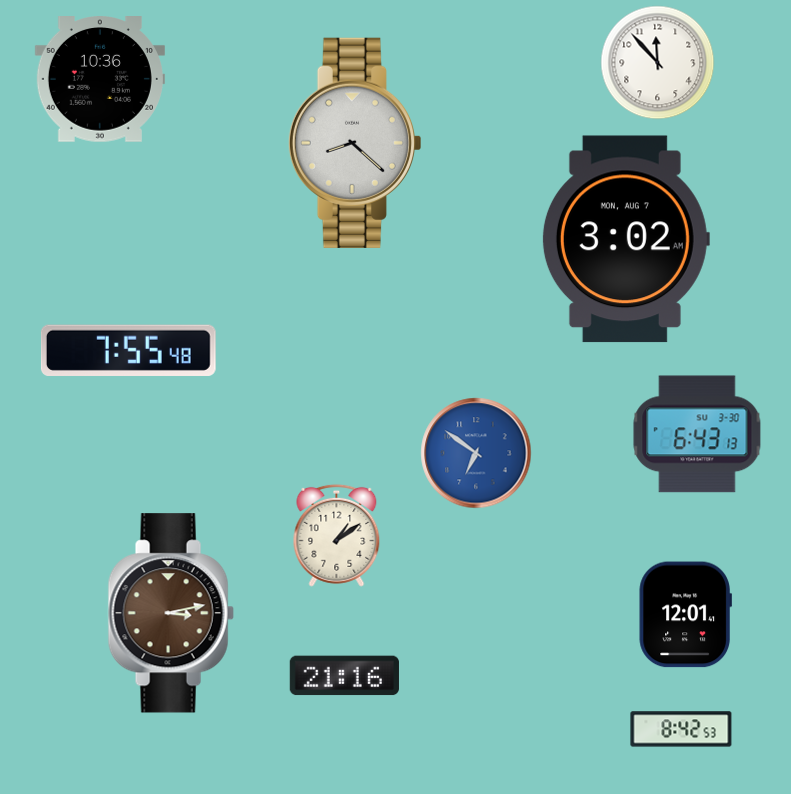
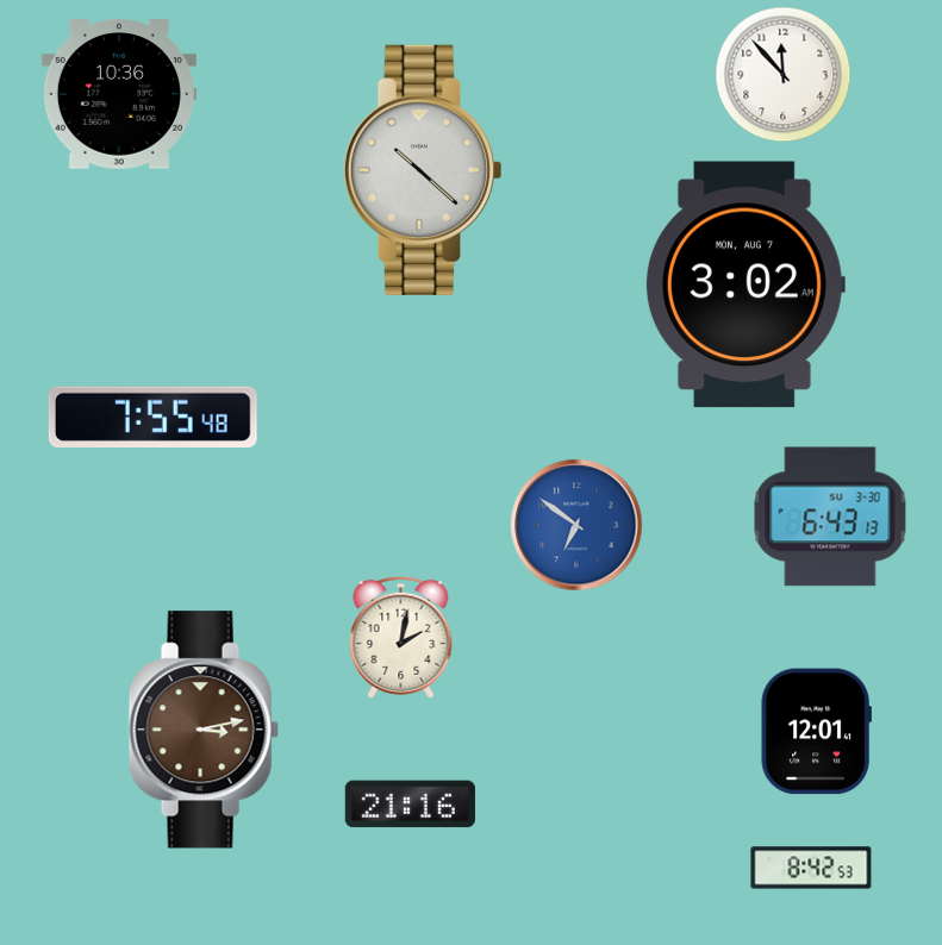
clock at (354, 143): 8:22 -> 10:22
clock at (476, 453) position: (476, 453) -> (576, 525)
clock at (337, 535): 1:09 -> 2:02
